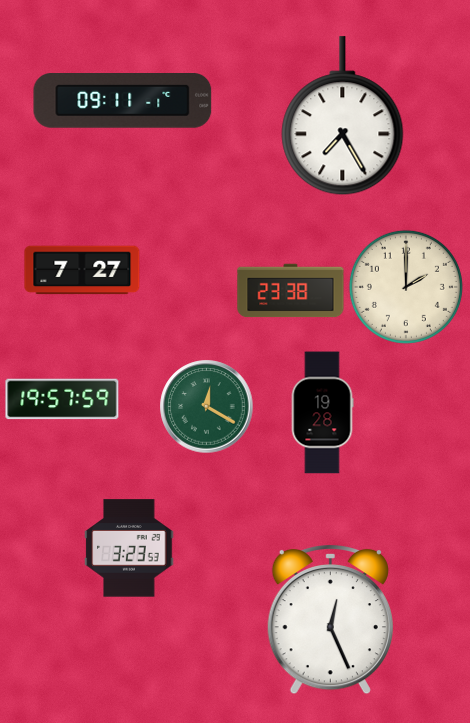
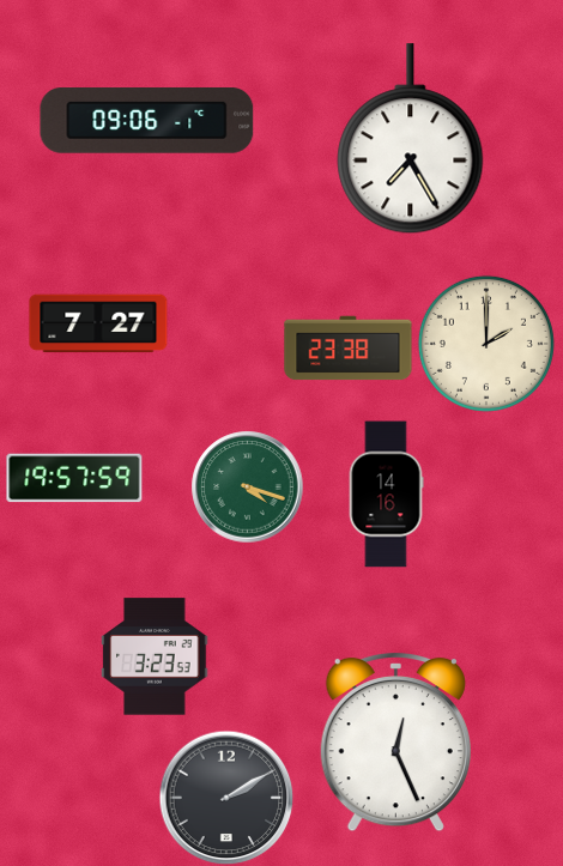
clock at (123, 101): 09:11 -> 09:06
clock at (206, 406): 12:20 -> 4:18
clock at (322, 413): 19:28 -> 14:16
clock at (226, 798): none -> 2:10
